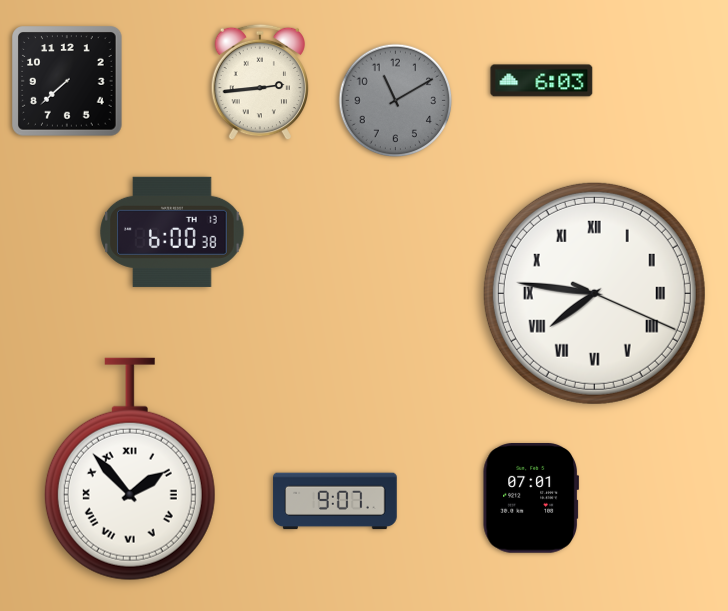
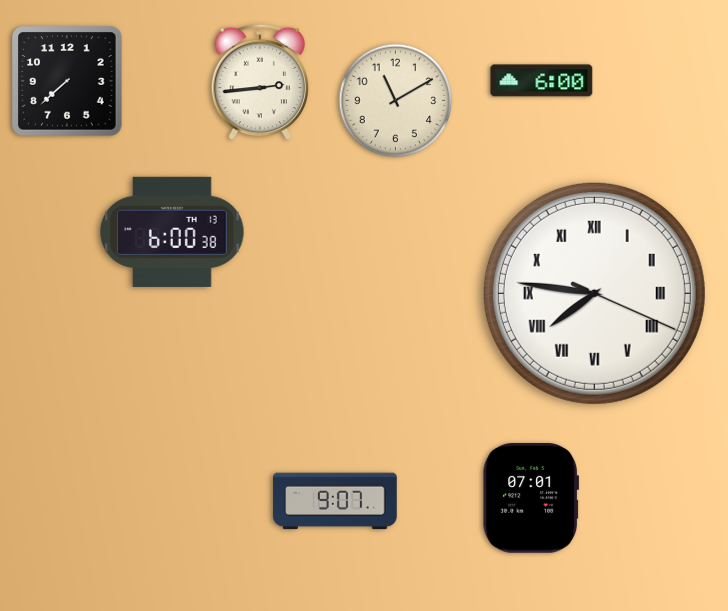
clock at (542, 81): 6:03 -> 6:00
clock at (396, 101) dial: grey -> cream
clock at (130, 469): 1:53 -> none
